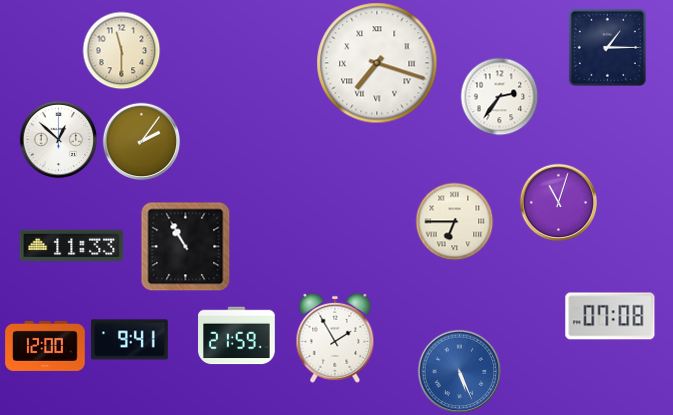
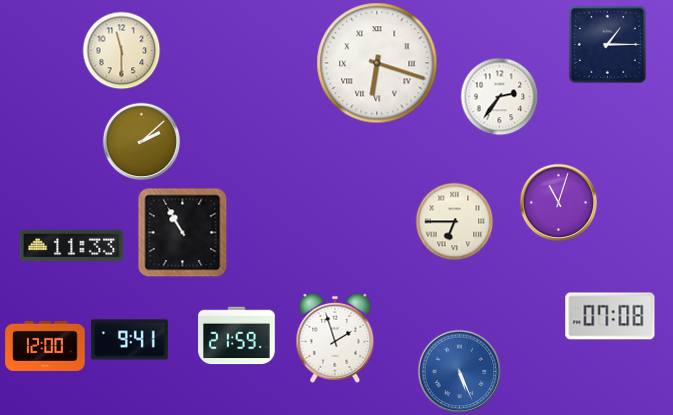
clock at (607, 47) position: (607, 47) -> (607, 44)
clock at (377, 63): 7:18 -> 6:18
clock at (58, 139): 12:52 -> none
clock at (141, 141): 2:06 -> 2:08
clock at (185, 246) position: (185, 246) -> (182, 232)
clock at (335, 338): 1:55 -> 1:57
